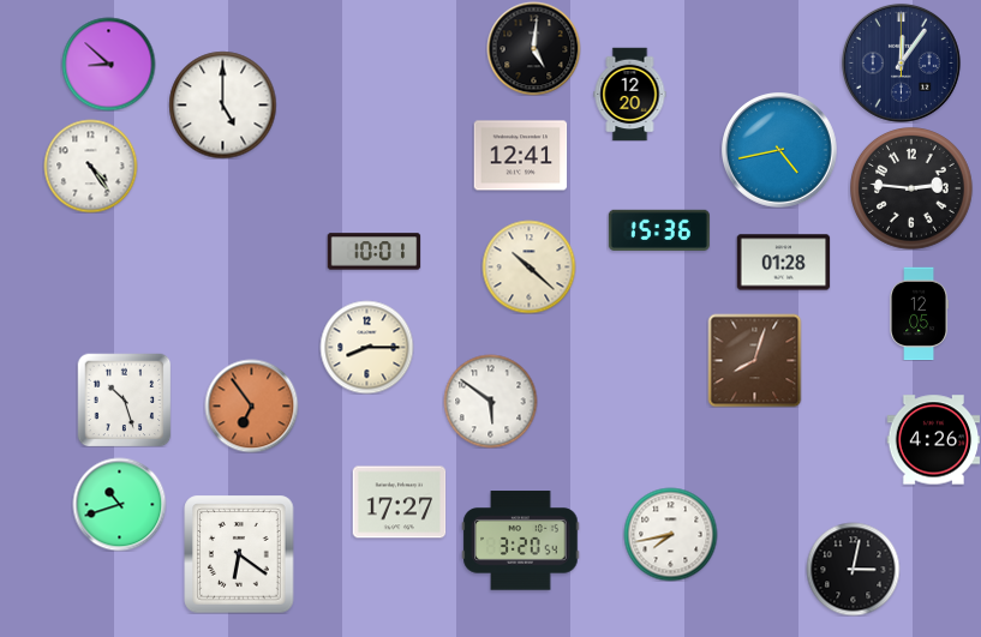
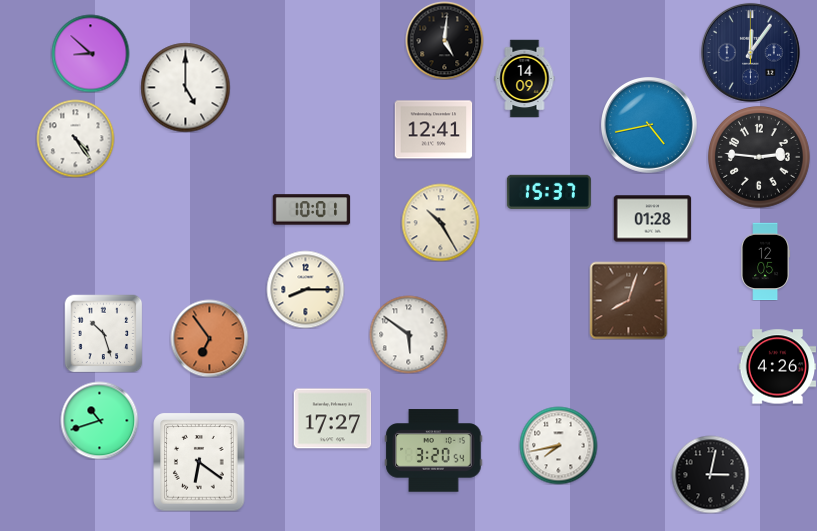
clock at (630, 94): 12:20 -> 14:09
clock at (659, 230): 15:36 -> 15:37
clock at (528, 266): 10:22 -> 10:25
